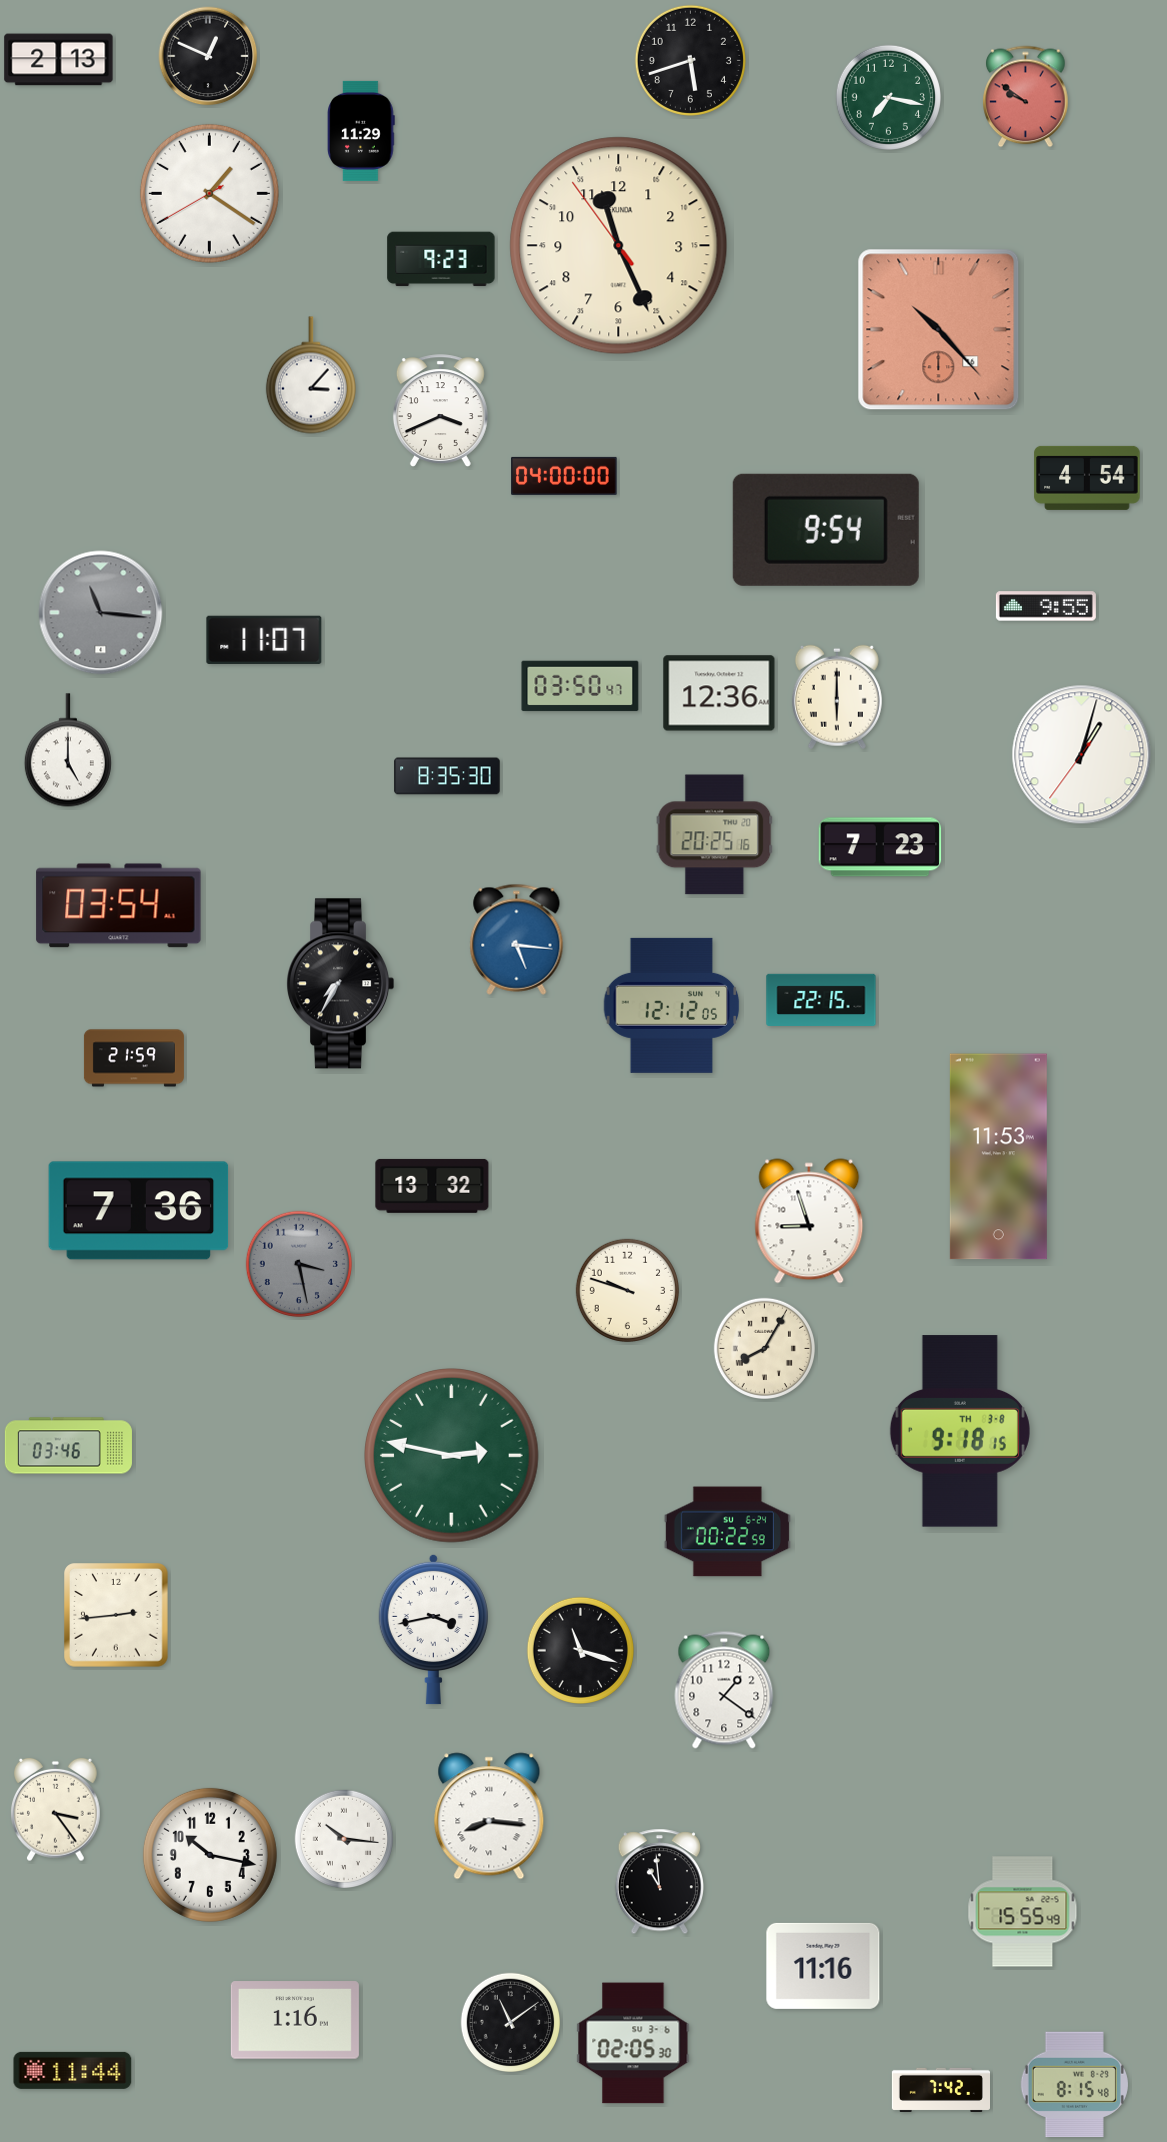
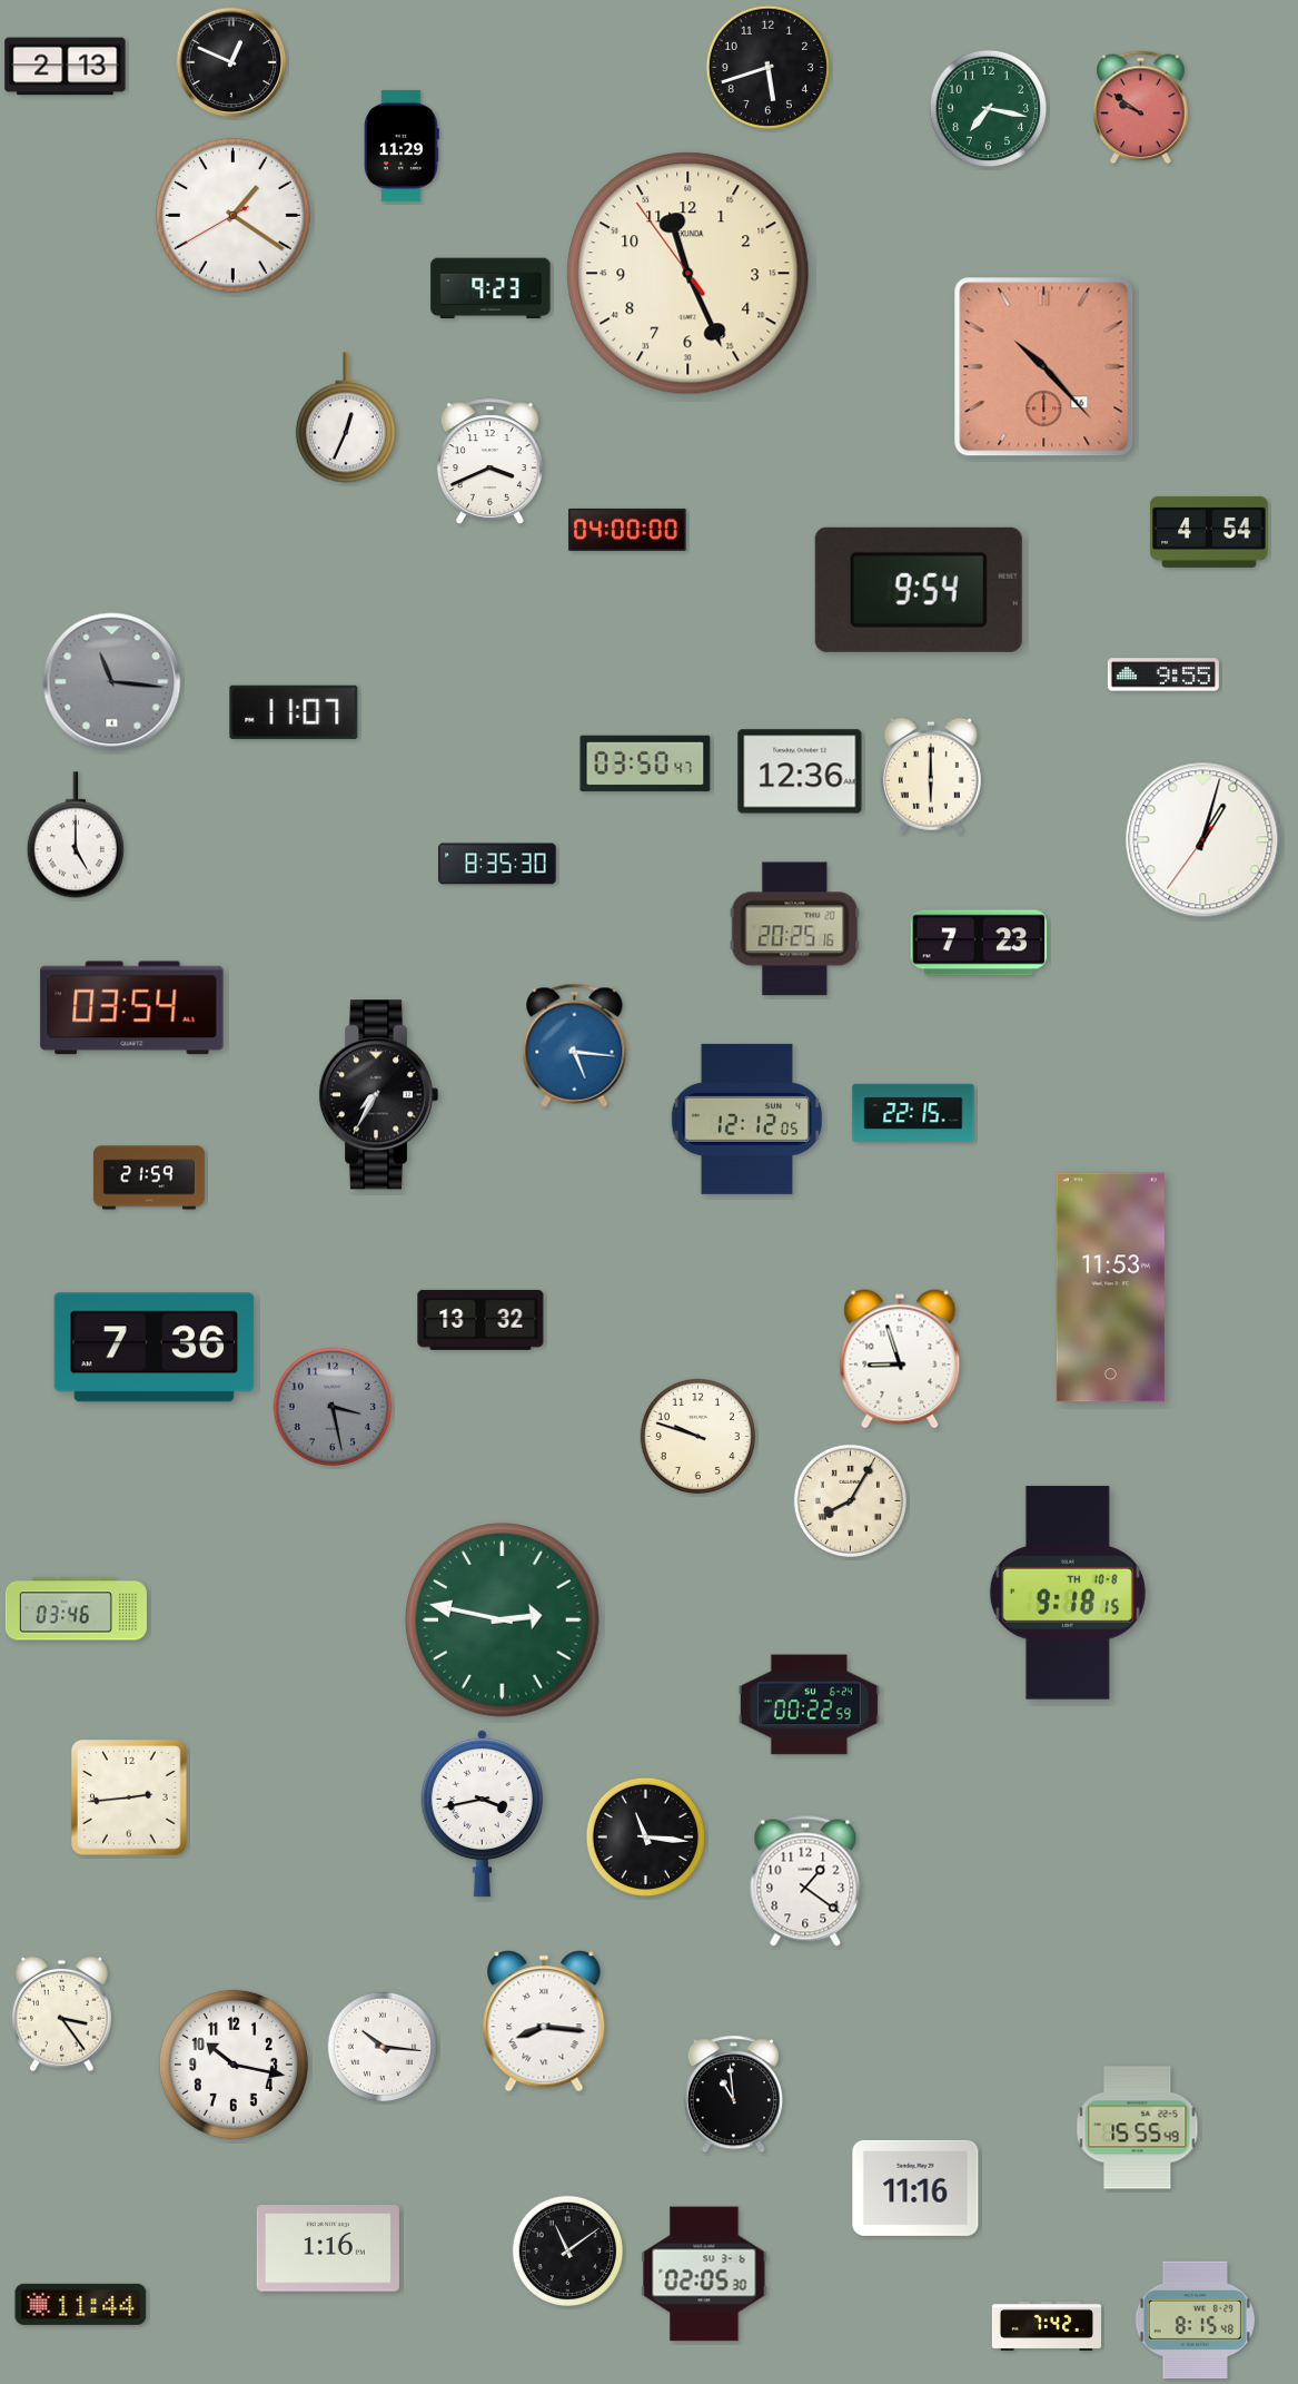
clock at (311, 375): 3:07 -> 12:34
clock at (440, 410) position: (440, 410) -> (489, 461)
clock at (960, 1431) date: TH 3-8 -> TH 10-8
clock at (580, 1650): 11:18 -> 11:16
